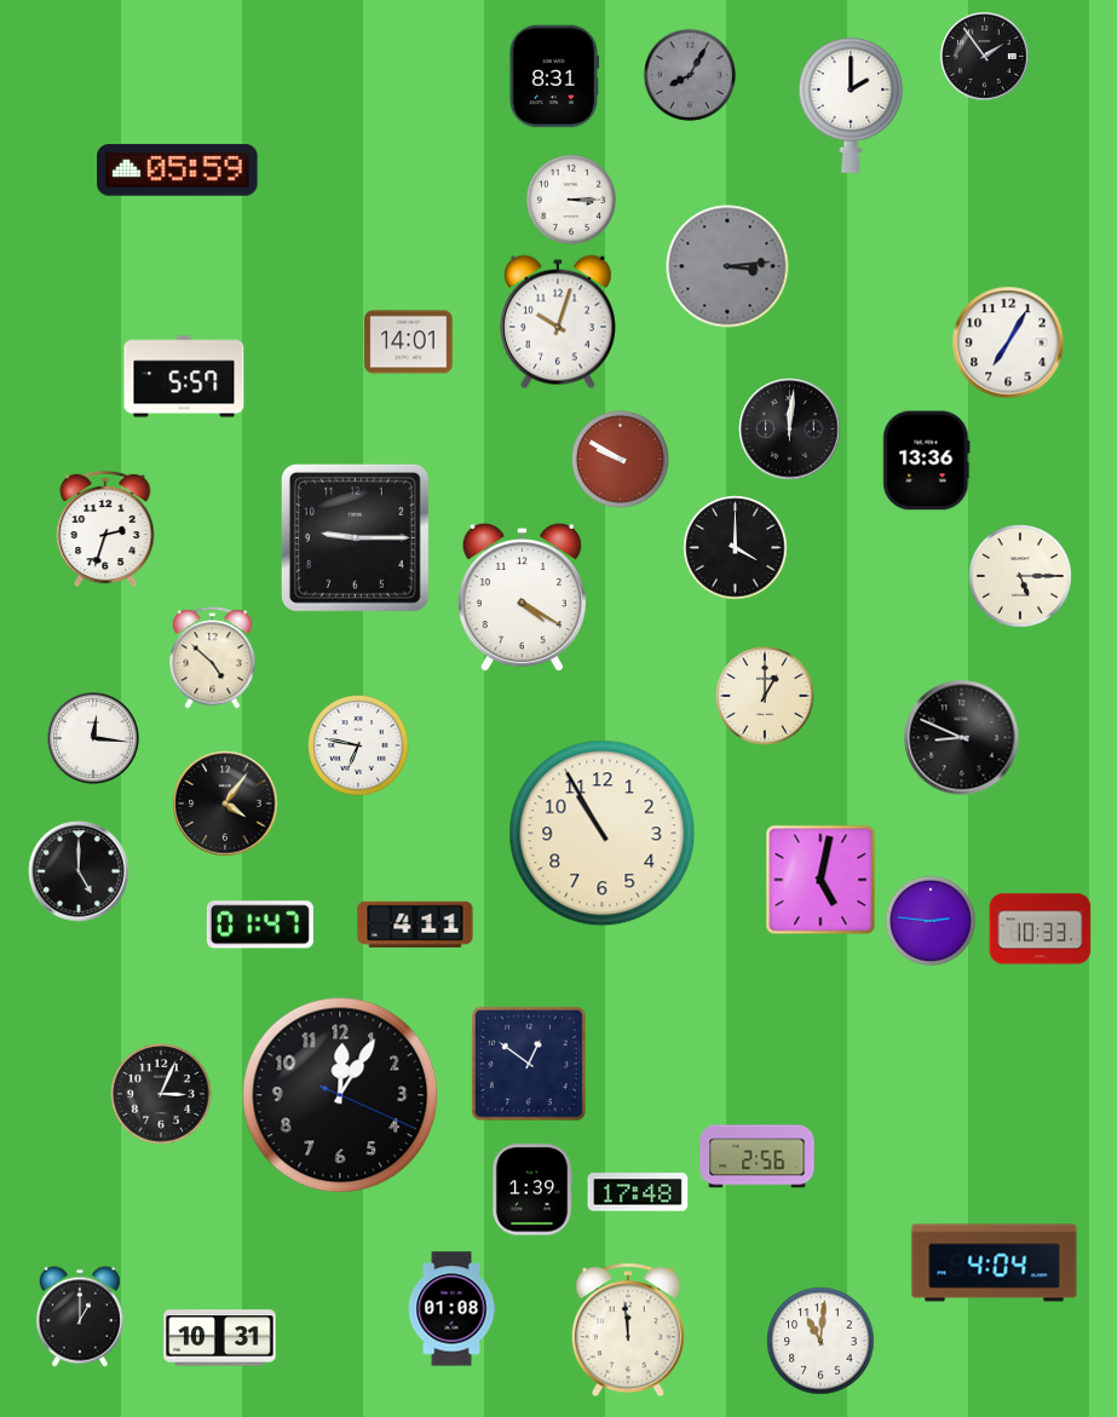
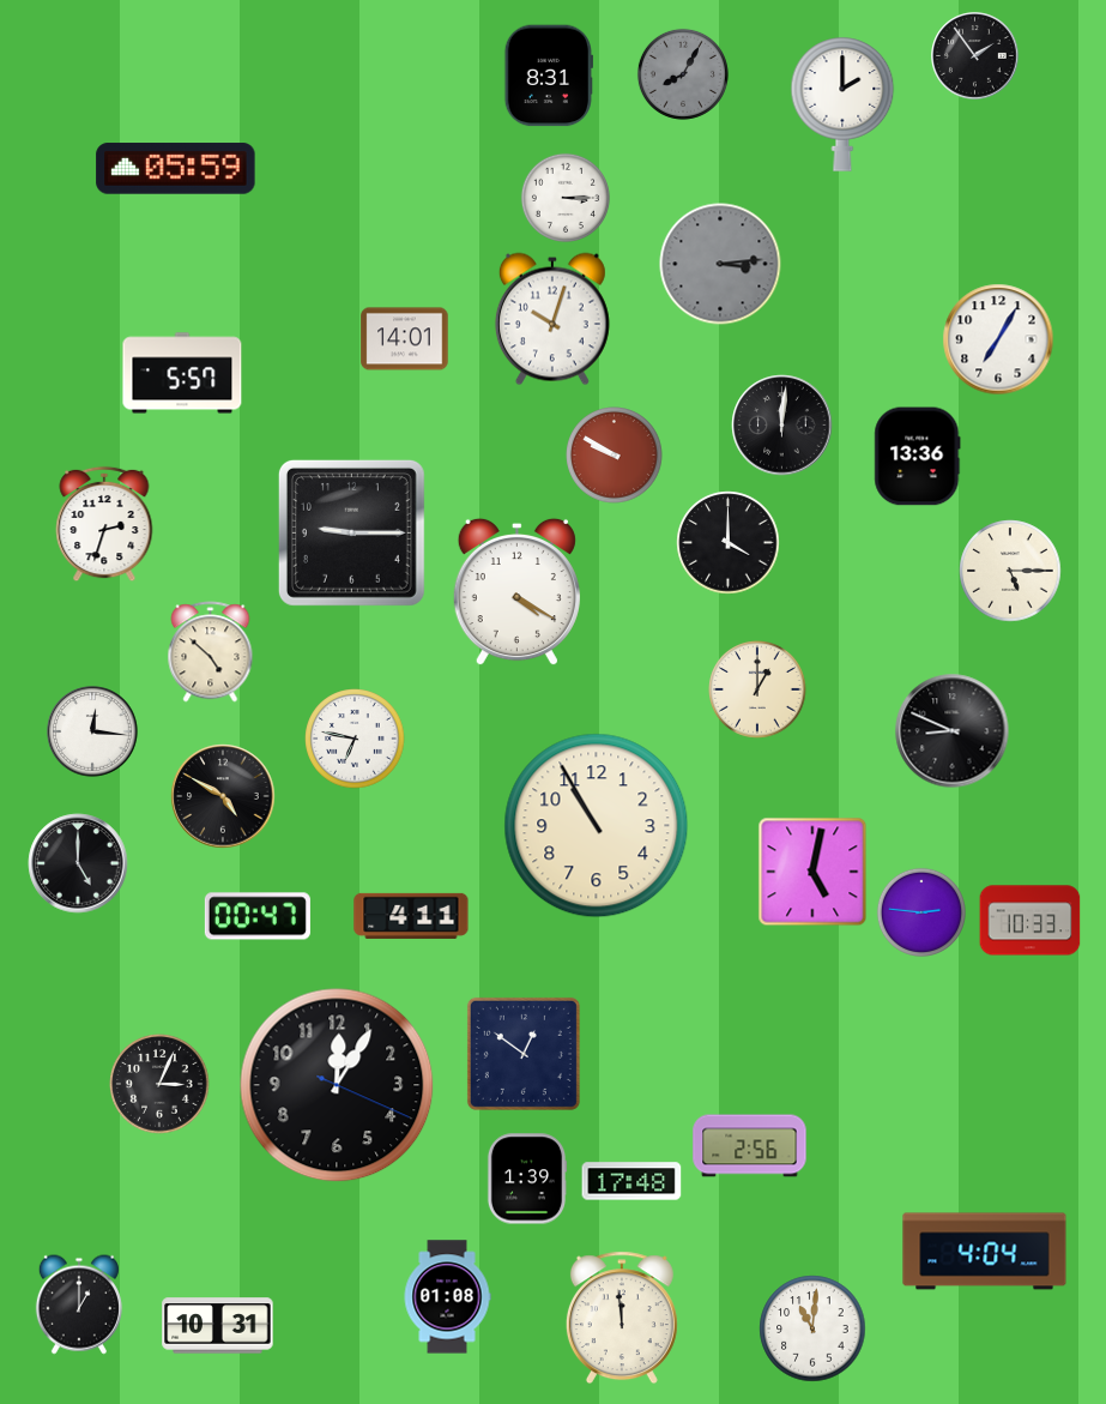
clock at (225, 803): 4:06 -> 4:50
clock at (260, 924): 01:47 -> 00:47
